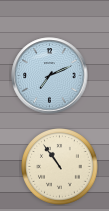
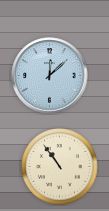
clock at (50, 76): 7:11 -> 12:08
